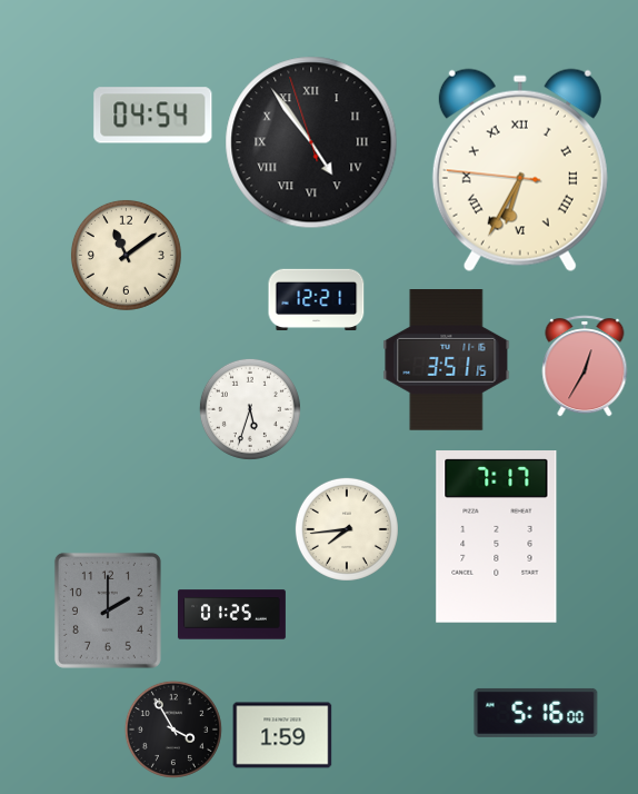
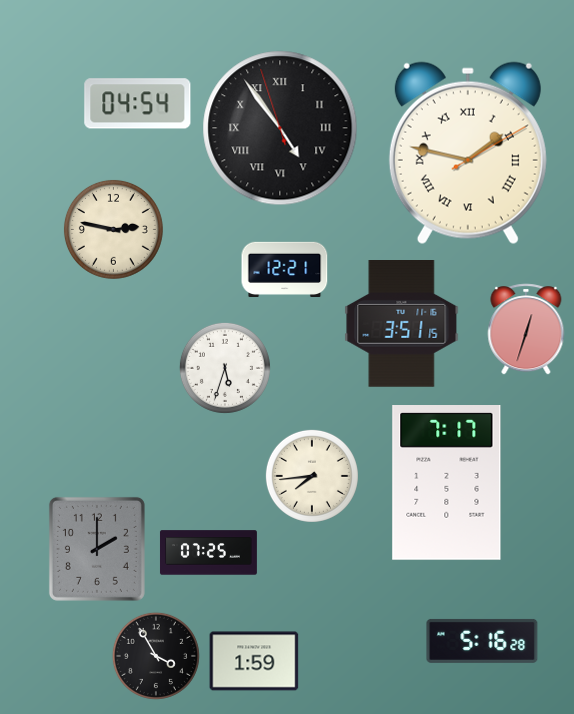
clock at (520, 170): 6:34 -> 1:47
clock at (126, 255): 11:09 -> 2:47
clock at (585, 366): 12:35 -> 12:33
clock at (231, 615): 01:25 -> 07:25
clock at (536, 713): 5:16:00 -> 5:16:28
